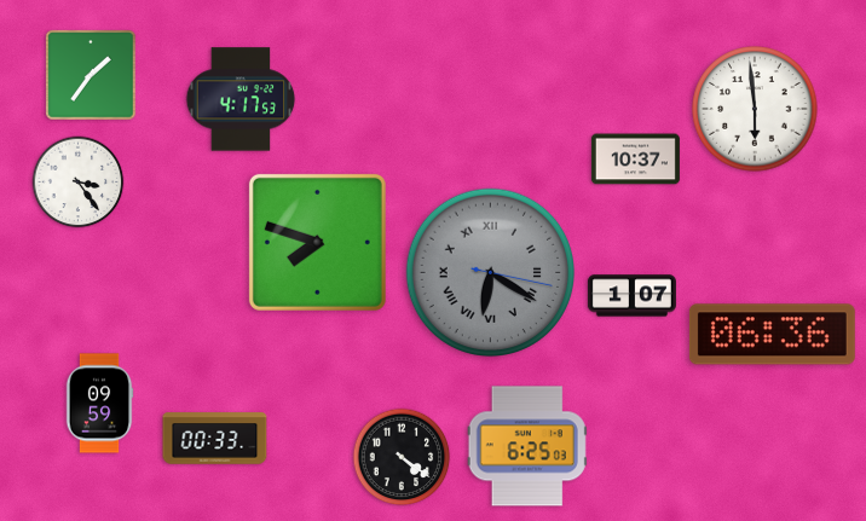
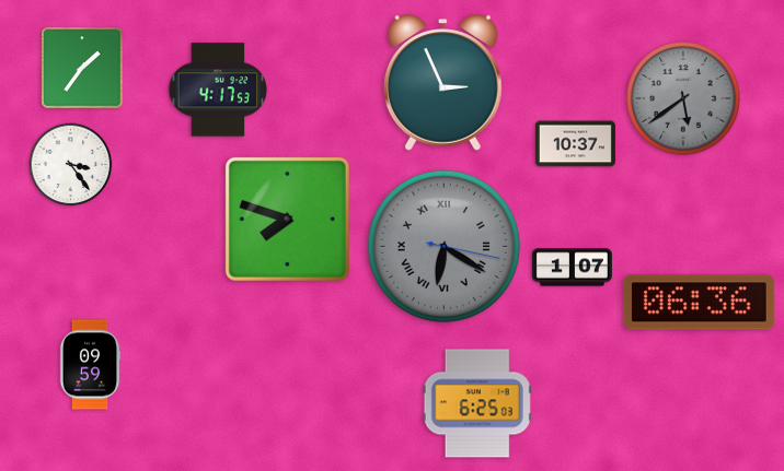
clock at (443, 83): none -> 2:56
clock at (755, 109): 5:59 -> 5:39
clock at (755, 109) dial: white -> grey
clock at (215, 439): 00:33 -> none
clock at (402, 457): 4:21 -> none
